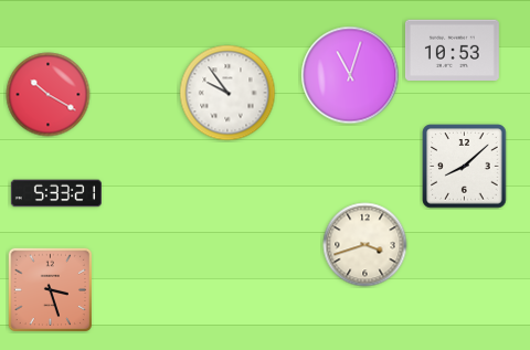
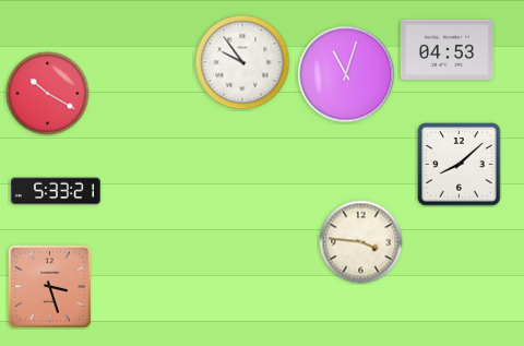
clock at (452, 51): 10:53 -> 04:53
clock at (227, 93) position: (227, 93) -> (242, 62)
clock at (365, 245): 3:42 -> 3:46
